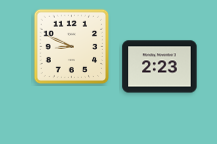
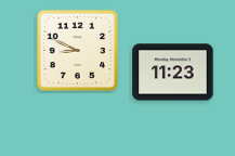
clock at (160, 67): 2:23 -> 11:23
